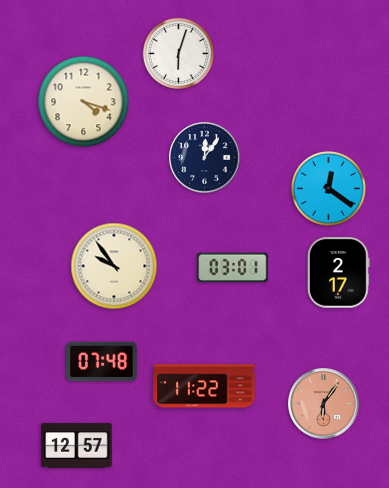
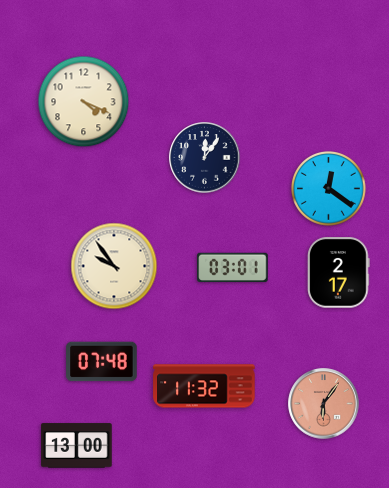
clock at (178, 53): 6:03 -> none
clock at (84, 102): 4:18 -> 4:19
clock at (204, 386): 11:22 -> 11:32
clock at (77, 446): 12:57 -> 13:00
